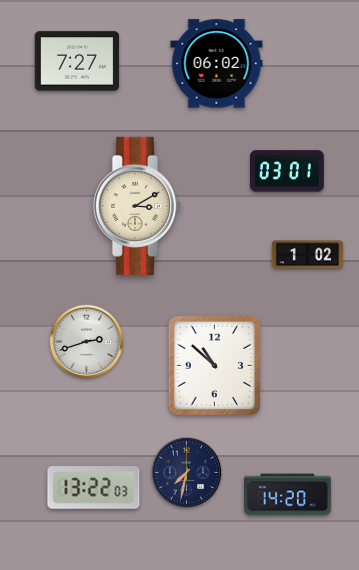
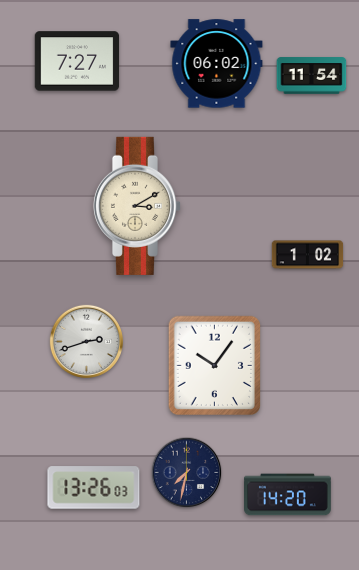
clock at (312, 76): none -> 11:54
clock at (288, 171): 03:01 -> none
clock at (214, 365): 10:52 -> 10:06
clock at (94, 488): 13:22 -> 13:26
